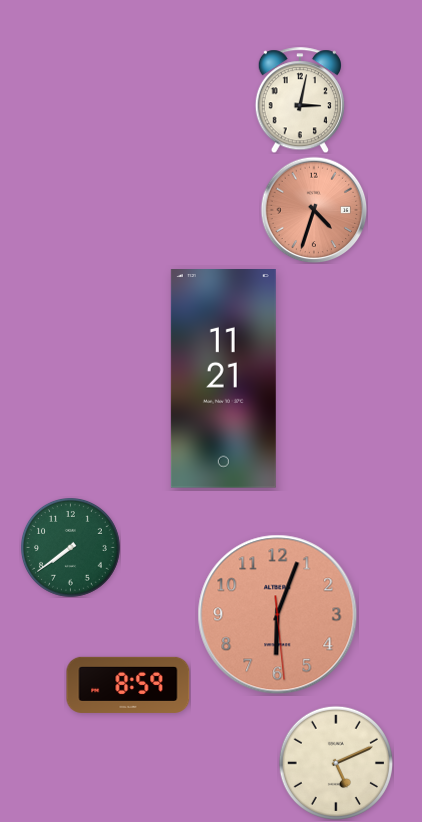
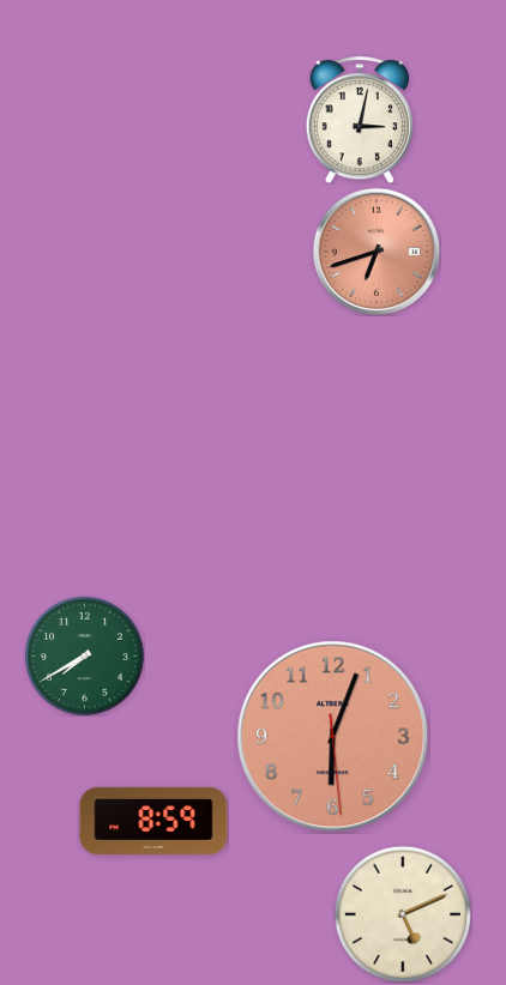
clock at (314, 210): 4:33 -> 6:42
clock at (223, 379): 11:21 -> none
clock at (71, 548): 7:39 -> 7:40
